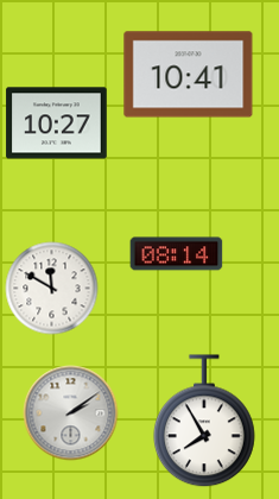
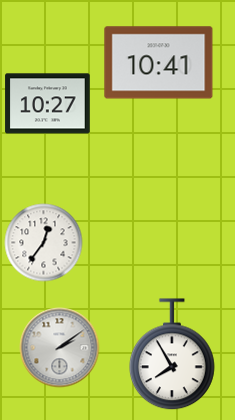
clock at (177, 254): 08:14 -> none
clock at (52, 289): 11:50 -> 12:36
